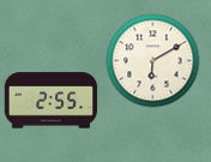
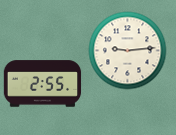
clock at (152, 60): 6:10 -> 9:14
